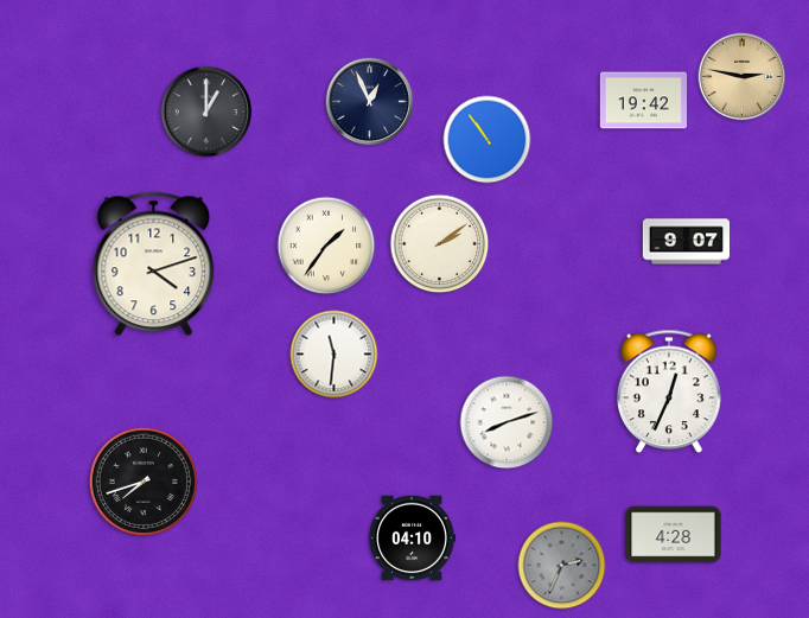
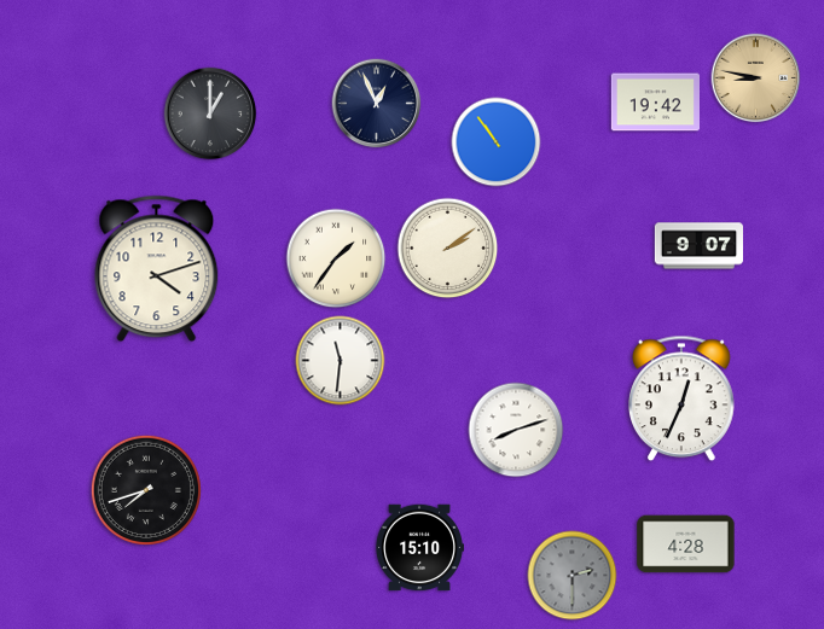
clock at (743, 77): 2:47 -> 8:47
clock at (326, 246) position: (326, 246) -> (336, 258)
clock at (412, 539): 04:10 -> 15:10
clock at (562, 566): 2:34 -> 2:30
